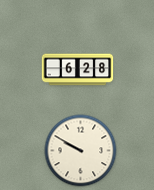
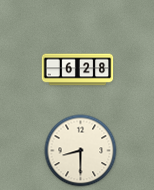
clock at (81, 151): 9:50 -> 8:30
